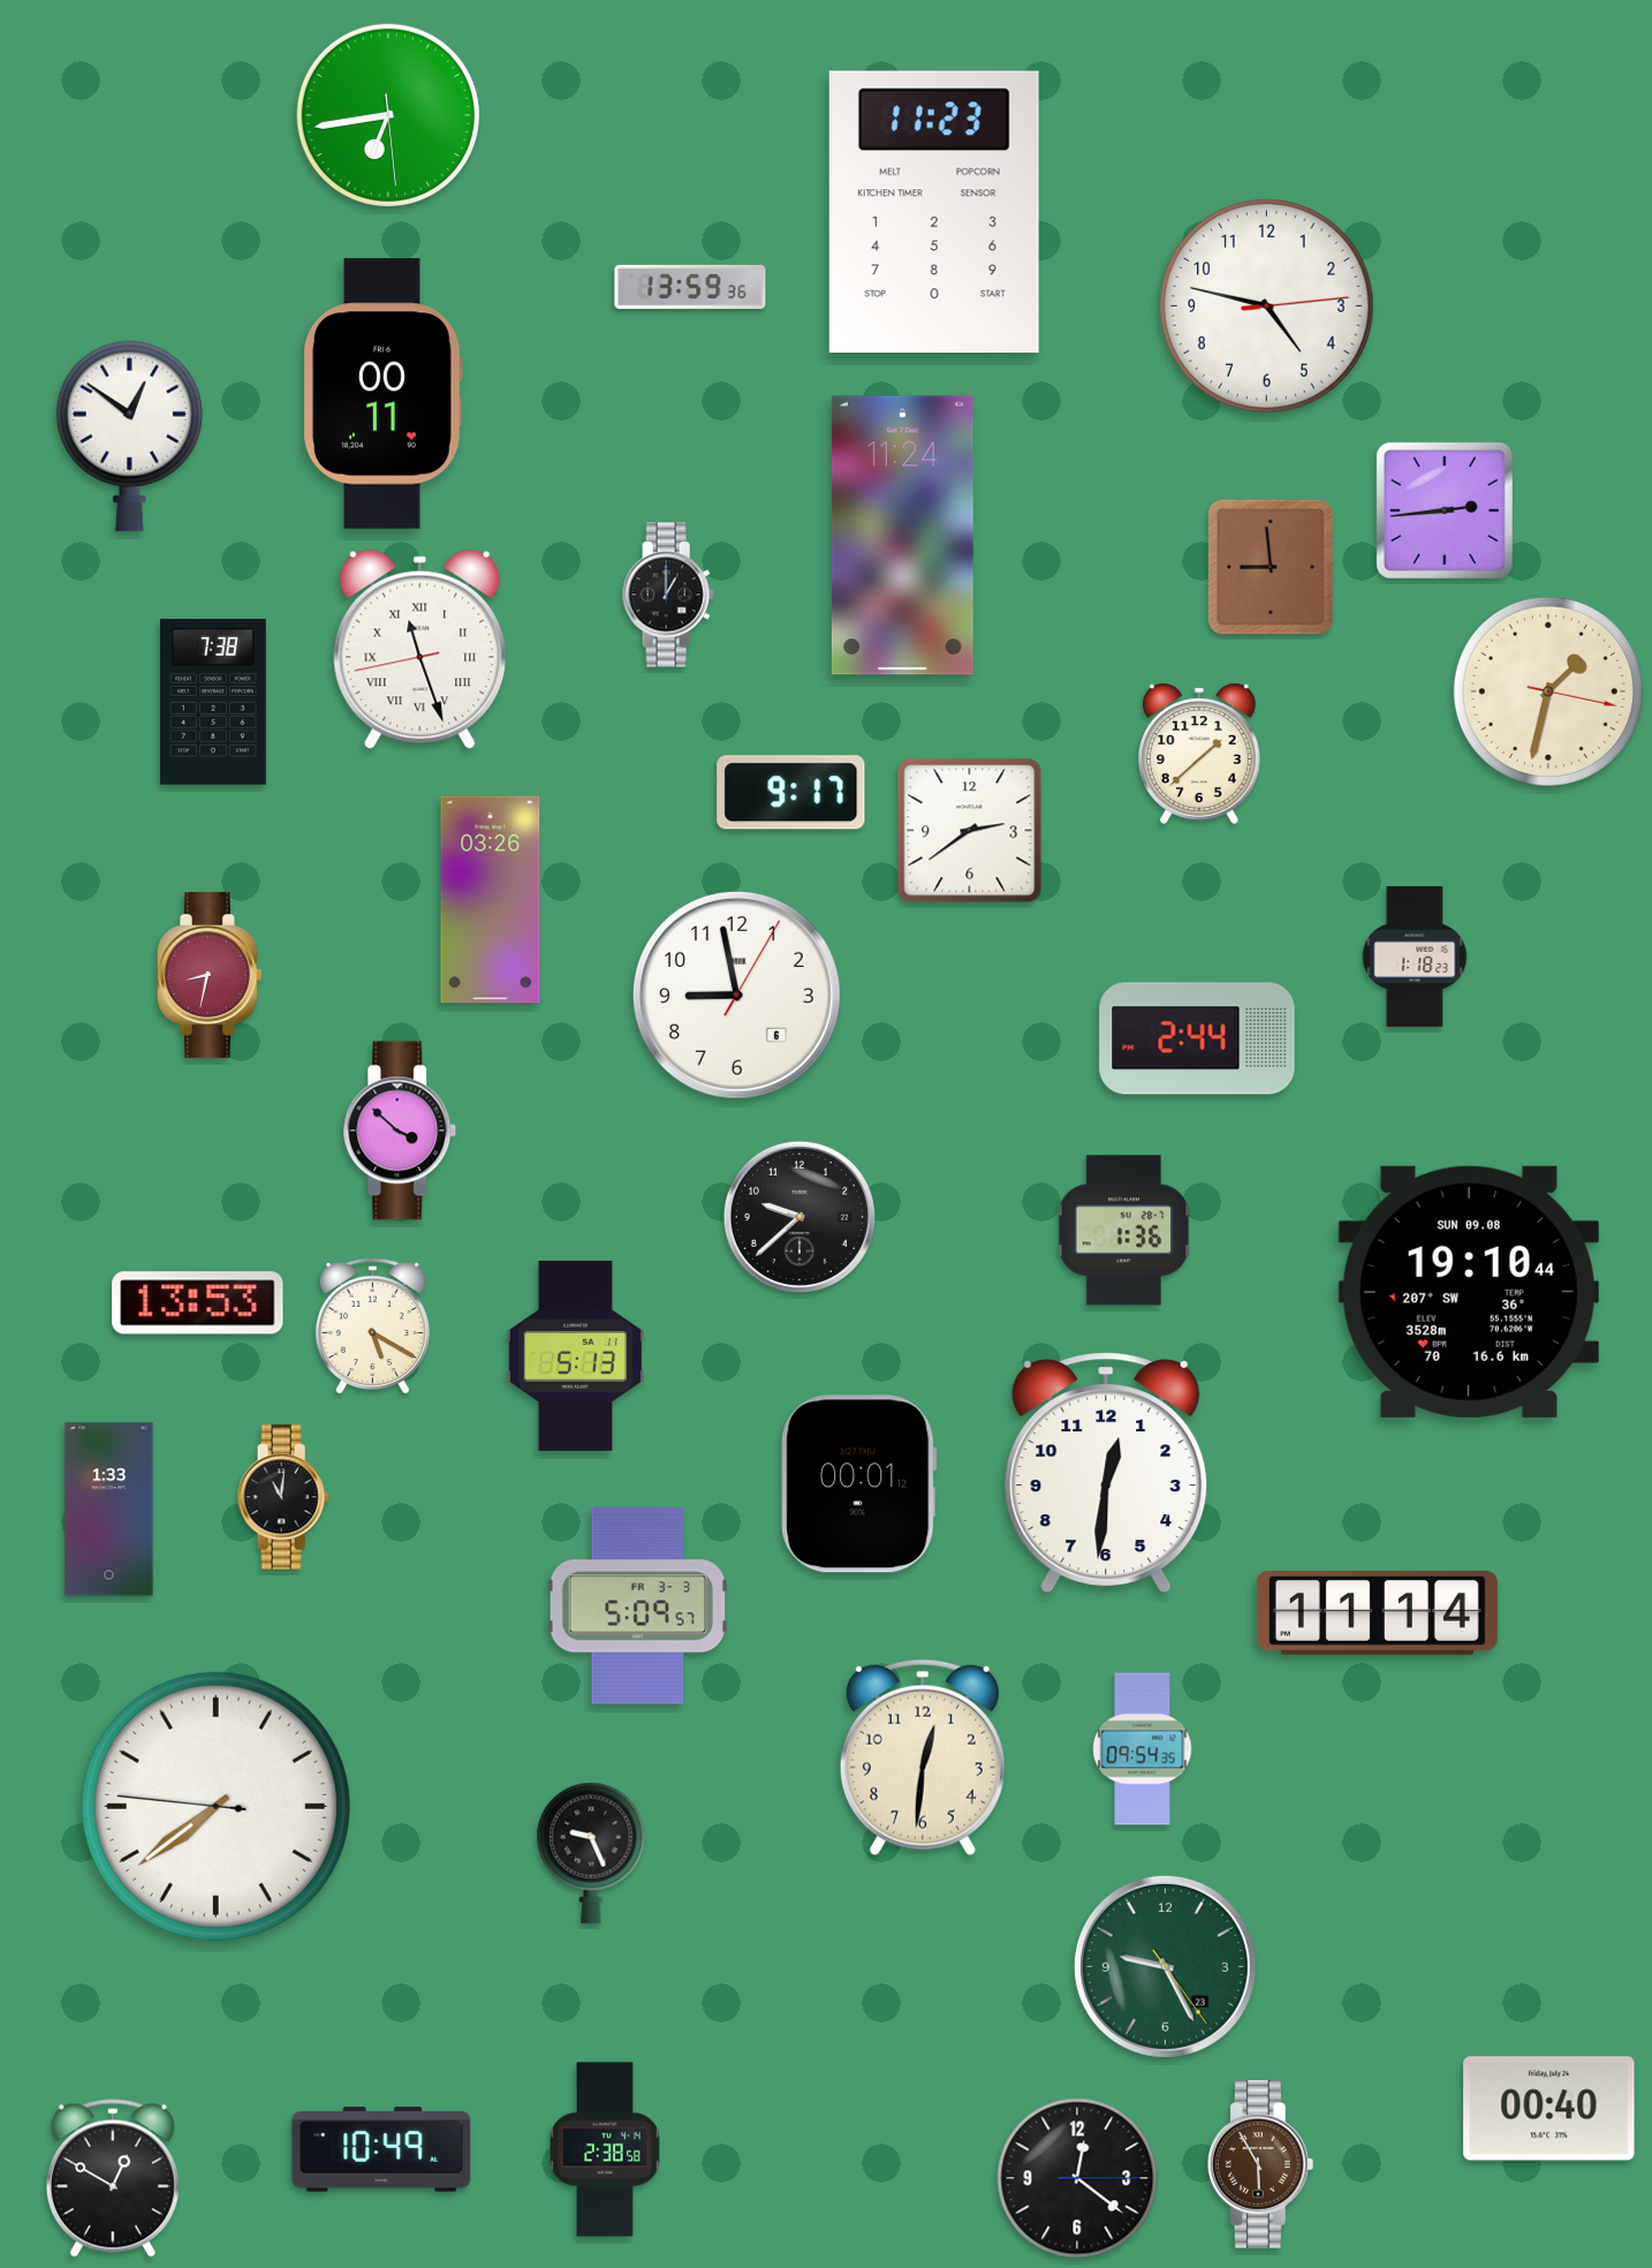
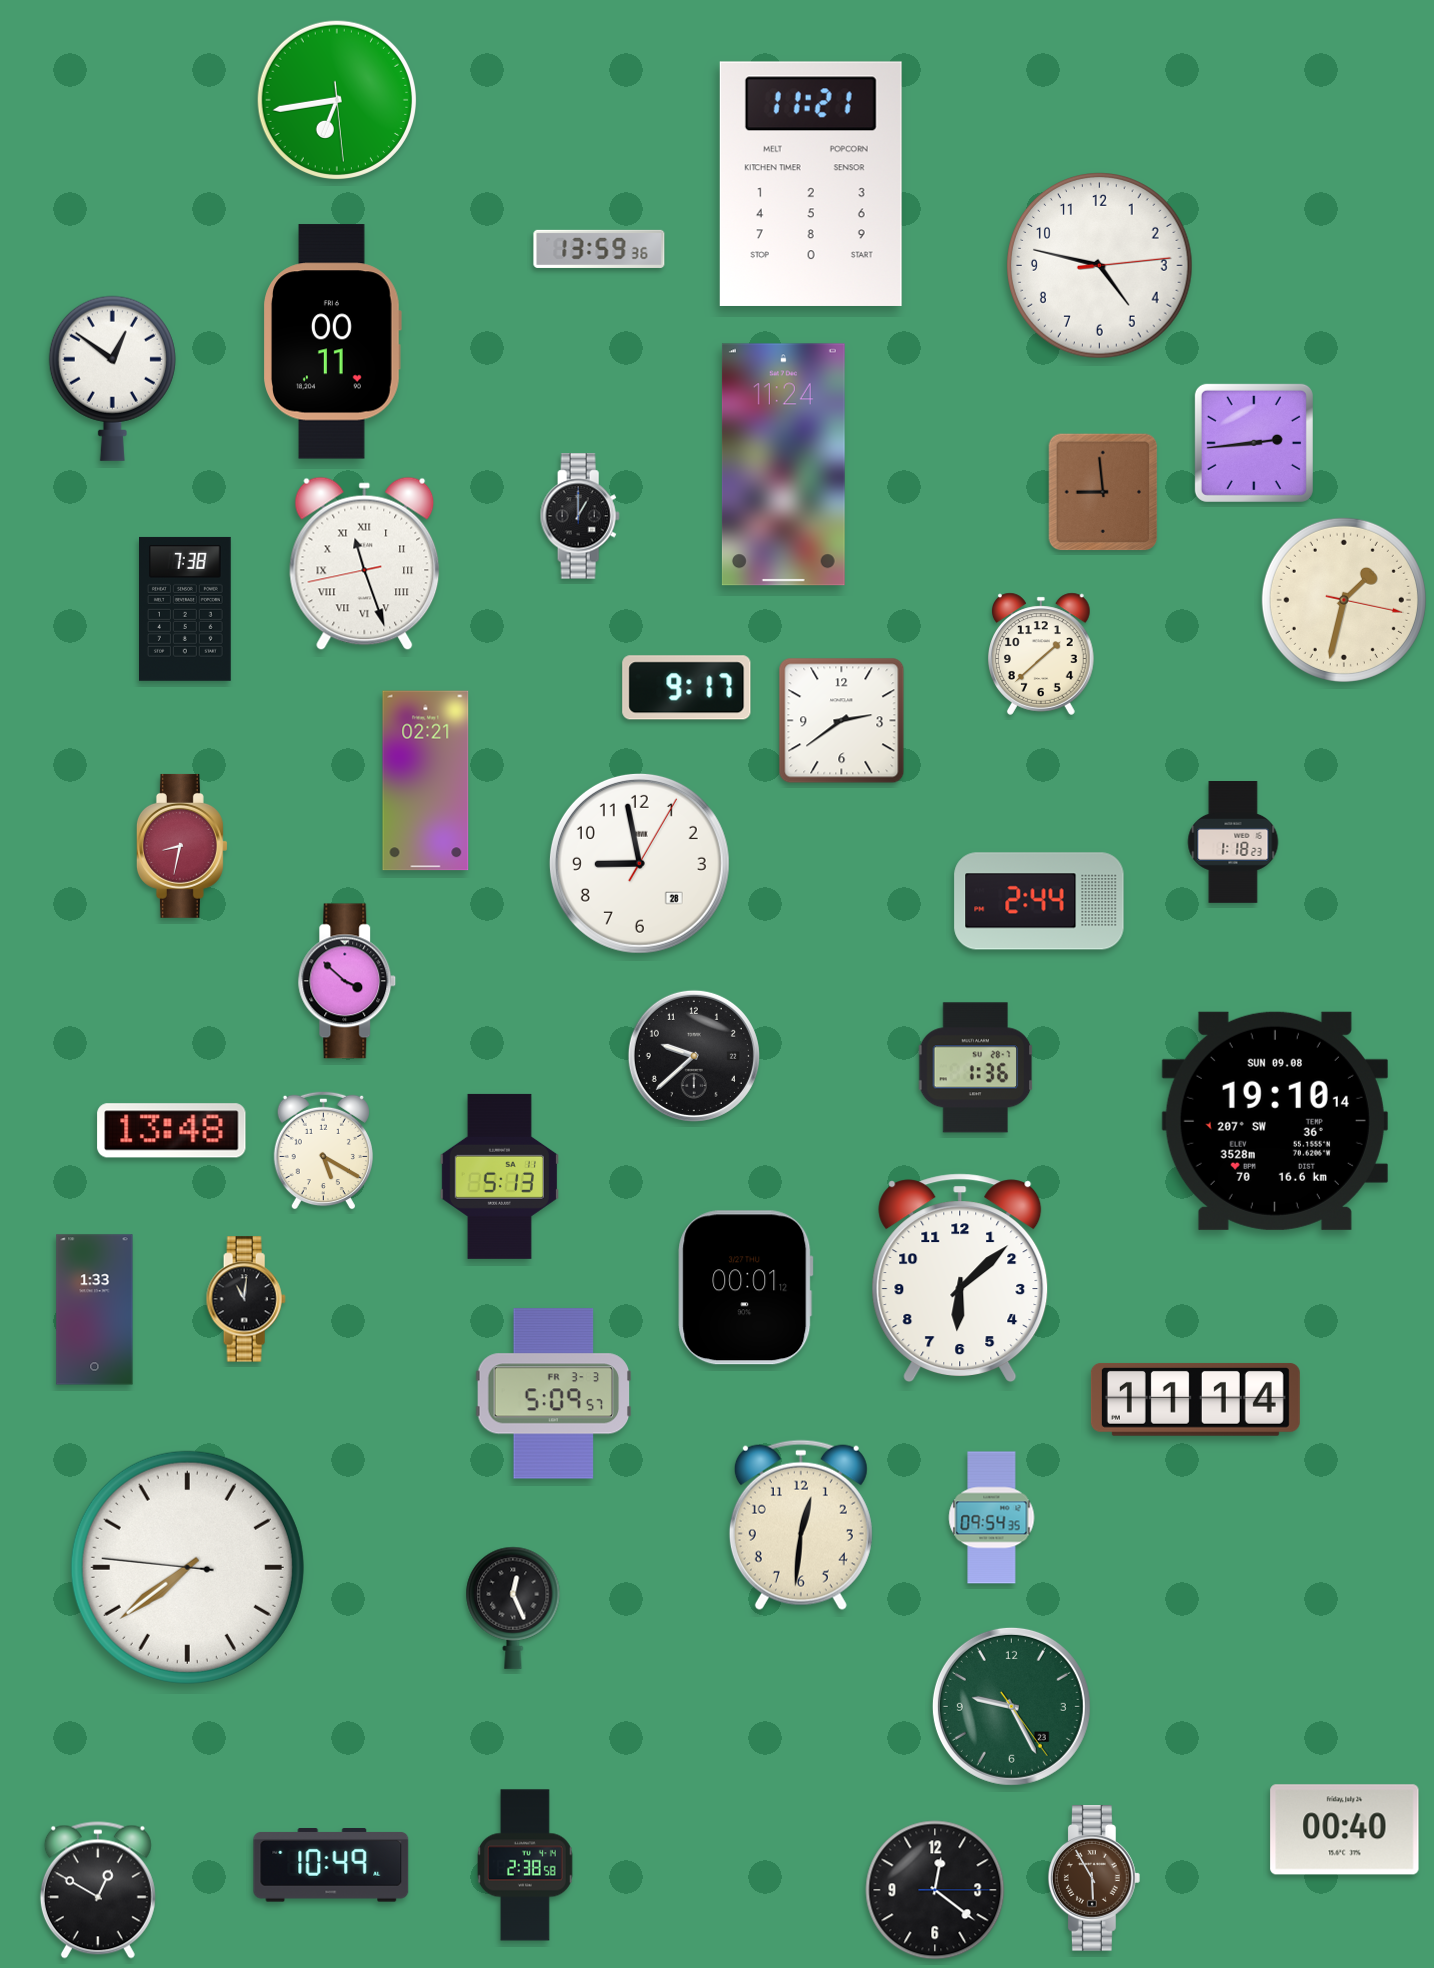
clock at (934, 212): 11:23 -> 11:21
clock at (491, 900): 03:26 -> 02:21
clock at (1415, 958) position: (1415, 958) -> (1233, 843)
clock at (736, 995) date: 6 -> 28
clock at (1469, 1292): 19:10:44 -> 19:10:14
clock at (198, 1303): 13:53 -> 13:48
clock at (1106, 1472): 12:31 -> 6:08
clock at (591, 1853): 9:26 -> 12:26
